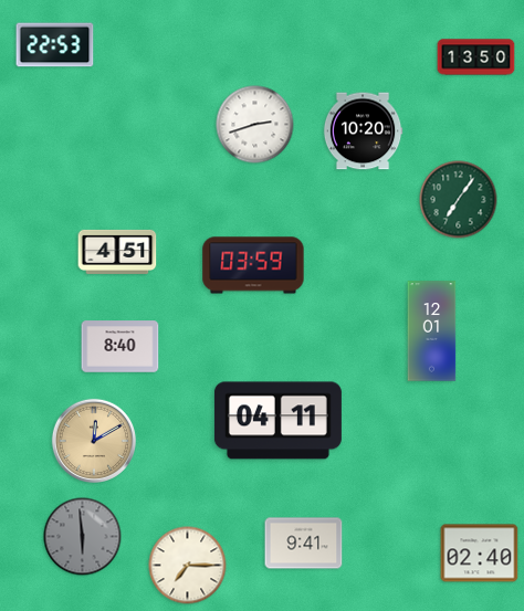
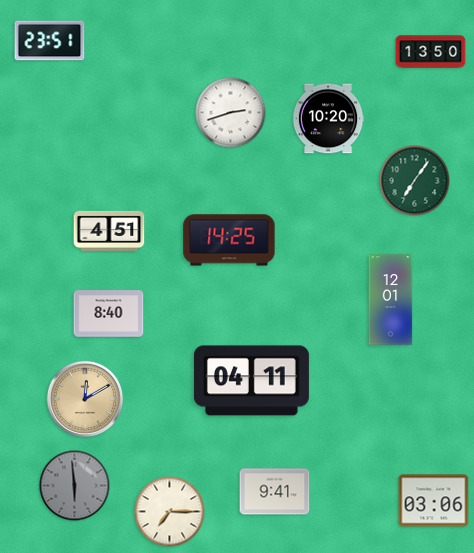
clock at (55, 45): 22:53 -> 23:51
clock at (117, 252) position: (117, 252) -> (109, 231)
clock at (253, 265): 03:59 -> 14:25
clock at (480, 554): 02:40 -> 03:06
